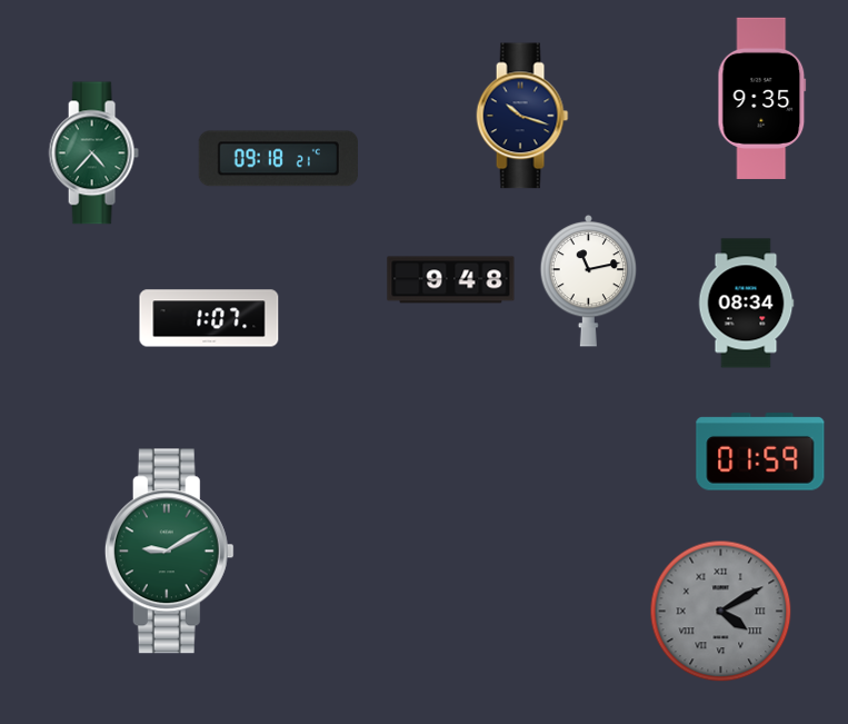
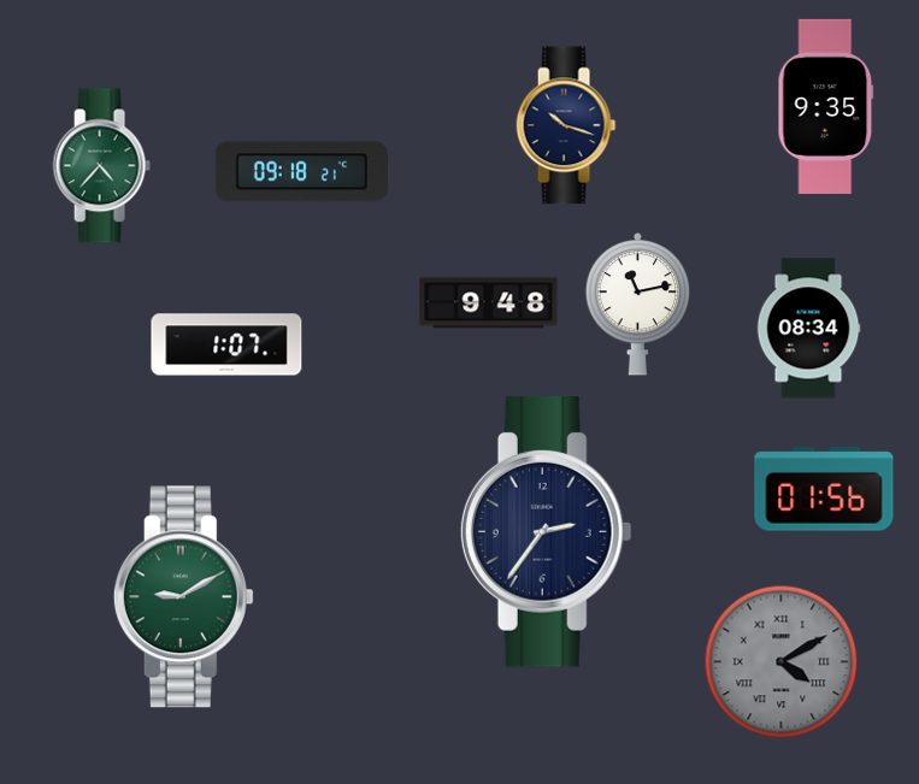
clock at (760, 452): 01:59 -> 01:56
clock at (546, 532): none -> 2:36
